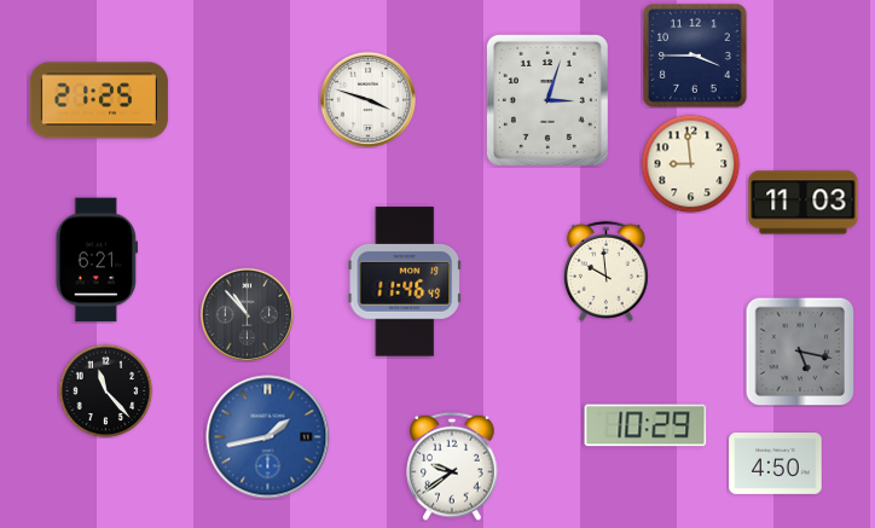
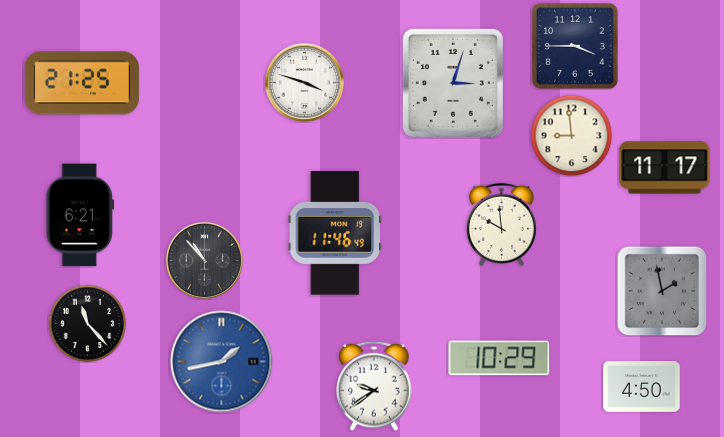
clock at (804, 203): 11:03 -> 11:17
clock at (800, 352): 5:17 -> 1:58
clock at (645, 425) position: (645, 425) -> (499, 358)
clock at (776, 464) position: (776, 464) -> (642, 387)
